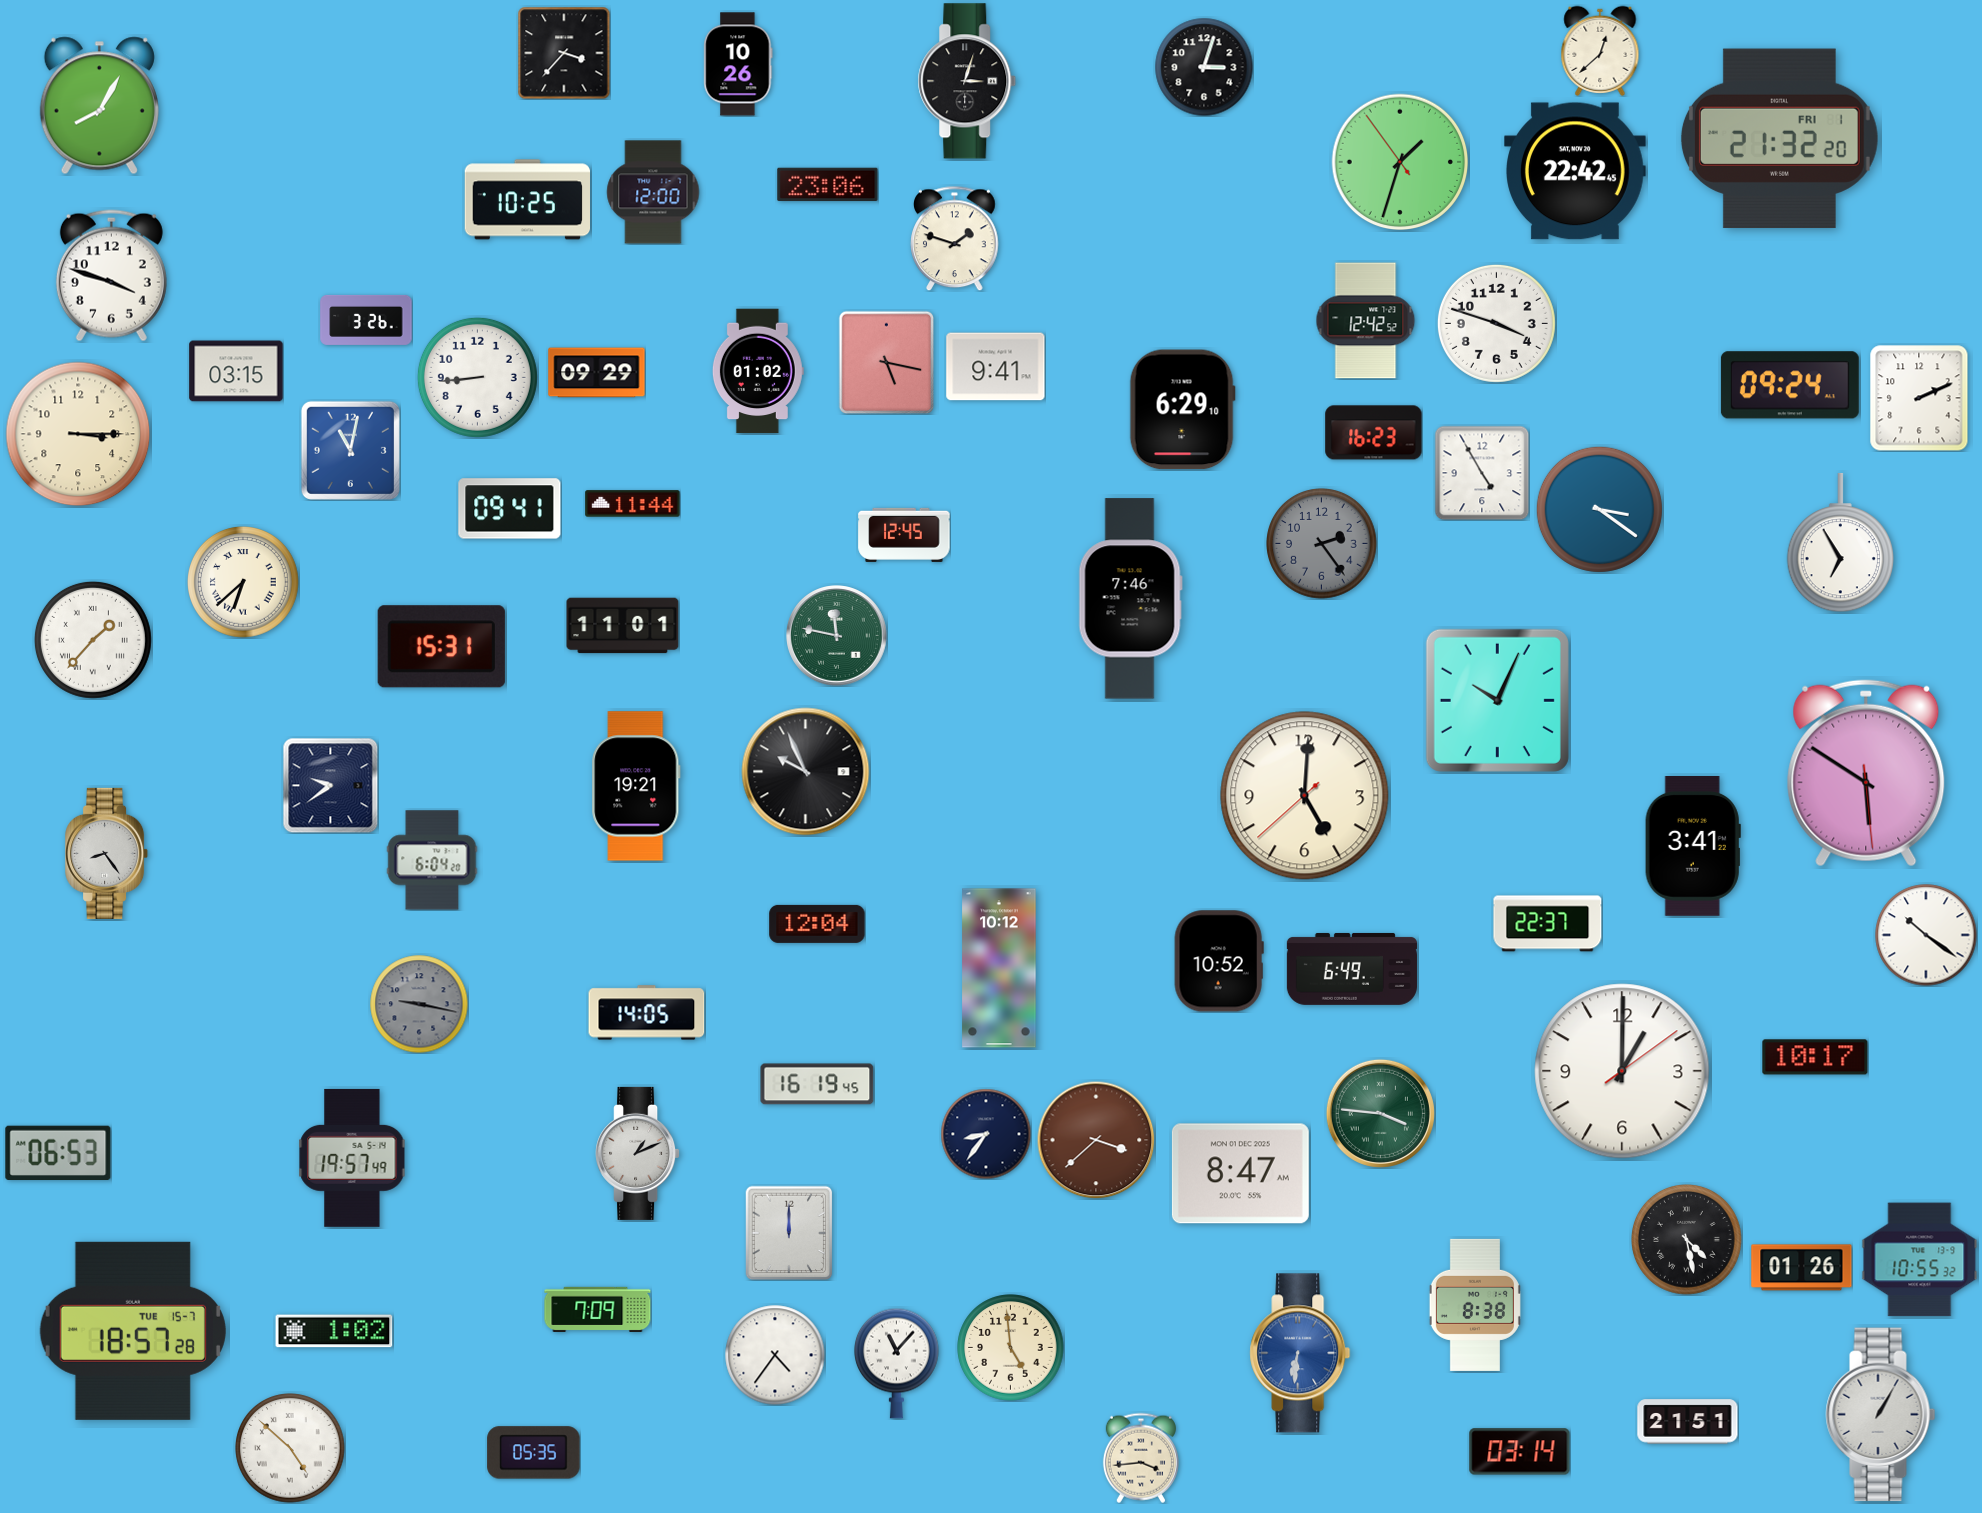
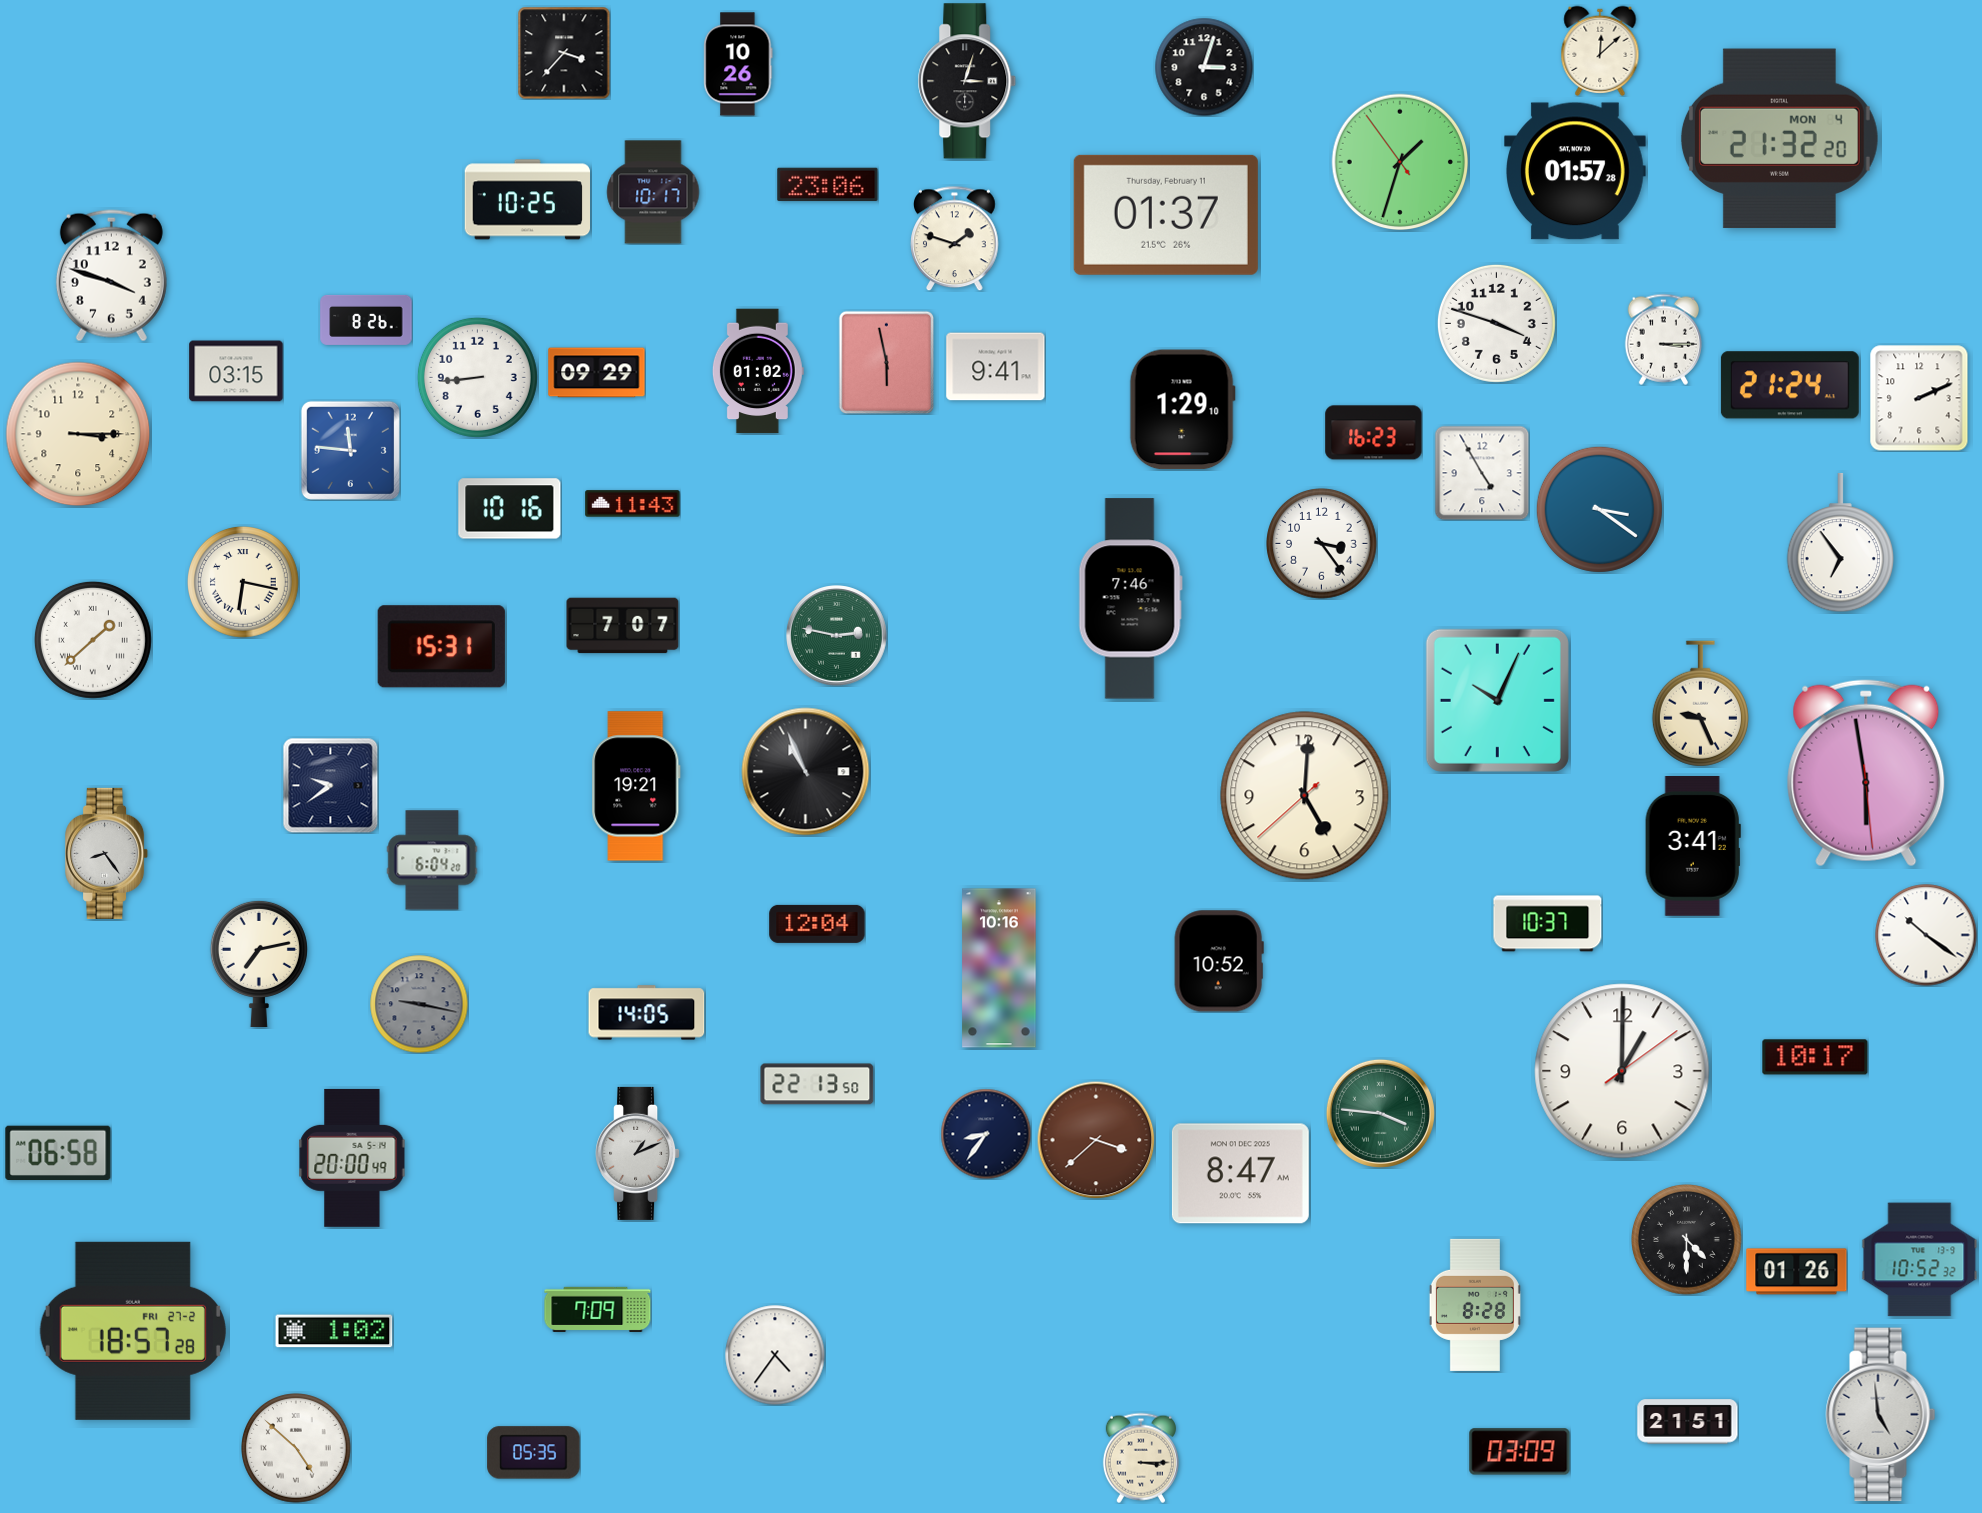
clock at (1600, 50): 12:38 -> 12:08
clock at (99, 106): 8:05 -> none
clock at (1779, 139) date: FRI 1 -> MON 4
clock at (1576, 171): 22:42 -> 01:57
clock at (653, 192): 12:00 -> 10:17
clock at (1166, 215): none -> 01:37
clock at (366, 320): 3:26 -> 8:26
clock at (1366, 321): 12:42 -> none
clock at (1664, 339): none -> 3:15
clock at (887, 362): 5:17 -> 5:58
clock at (1790, 385): 09:24 -> 21:24
clock at (1182, 410): 6:29 -> 1:29
clock at (350, 450): 11:02 -> 11:46
clock at (633, 504): 11:44 -> 11:43
clock at (510, 509): 09:41 -> 10:16
clock at (904, 535): 12:45 -> none
clock at (1840, 543): 6:55 -> 6:54
clock at (1322, 544): 2:24 -> 3:24
clock at (1322, 544) dial: grey -> white
clock at (244, 583): 6:38 -> 6:17
clock at (623, 626): 11:01 -> 7:07
clock at (837, 636): 11:47 -> 2:47
clock at (93, 640): 1:37 -> 1:38
clock at (1700, 704): none -> 9:26
clock at (806, 772): 9:56 -> 10:56
clock at (1866, 773): 5:50 -> 5:58
clock at (1548, 924): 22:37 -> 10:37
clock at (259, 963): none -> 7:13
clock at (999, 968): 10:12 -> 10:16
clock at (1352, 969): 6:49 -> none
clock at (817, 1084): 16:19 -> 22:13
clock at (58, 1152): 06:53 -> 06:58
clock at (352, 1158): 19:57 -> 20:00
clock at (789, 1233): 12:00 -> none
clock at (1687, 1240): 4:28 -> 4:30
clock at (1920, 1260): 10:55 -> 10:52
clock at (1802, 1268) position: (1802, 1268) -> (1797, 1272)
clock at (1475, 1305): 8:38 -> 8:28
clock at (133, 1331) date: TUE 15-7 -> FRI 27-2
clock at (1011, 1348): 4:59 -> none
clock at (1300, 1353): 6:31 -> none
clock at (897, 1363): 11:07 -> none
clock at (1881, 1415): 1:05 -> 4:59
clock at (290, 1448) position: (290, 1448) -> (296, 1448)
clock at (1520, 1452): 03:14 -> 03:09
clock at (1141, 1458): 3:44 -> 3:15
